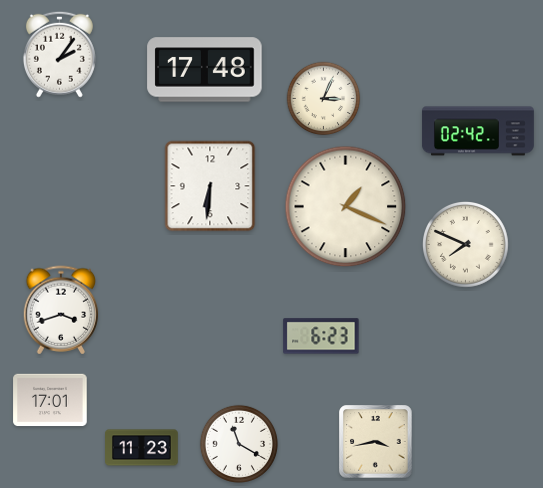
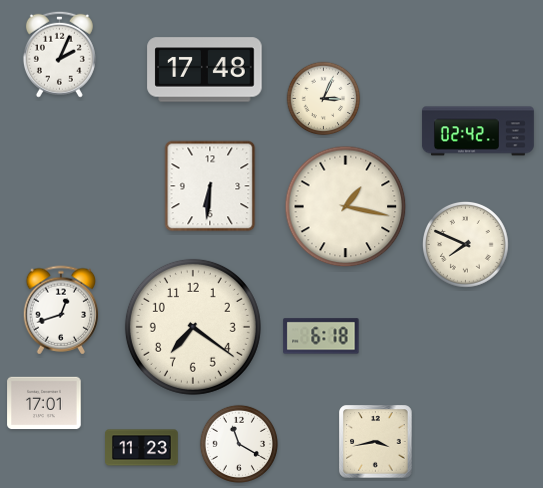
clock at (59, 54): 2:06 -> 2:04
clock at (346, 207): 1:19 -> 1:17
clock at (60, 310): 3:42 -> 12:42
clock at (193, 327): none -> 7:21
clock at (321, 336): 6:23 -> 6:18
clock at (50, 400) position: (50, 400) -> (44, 403)
